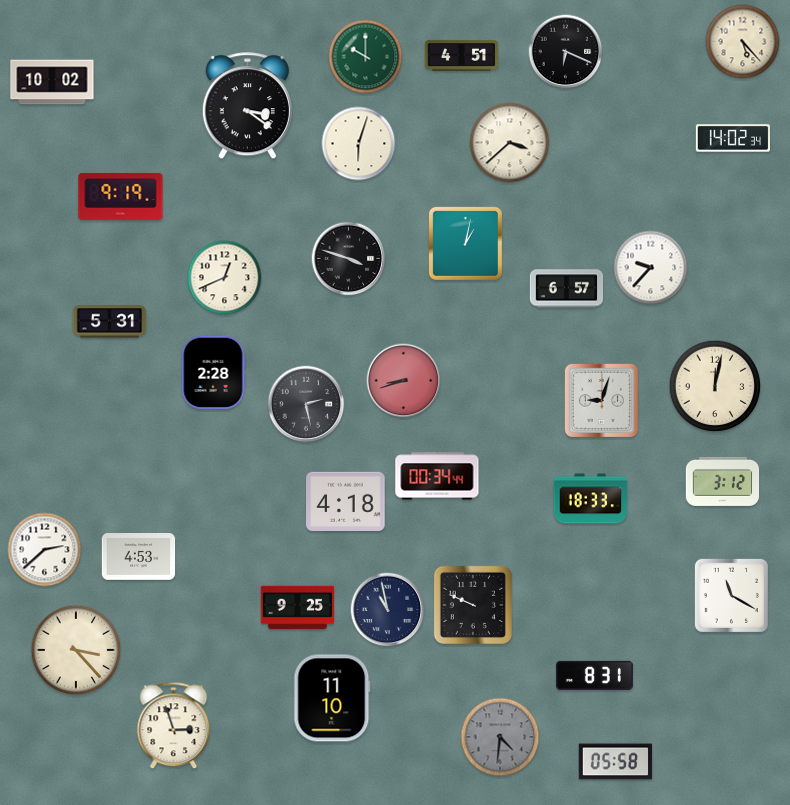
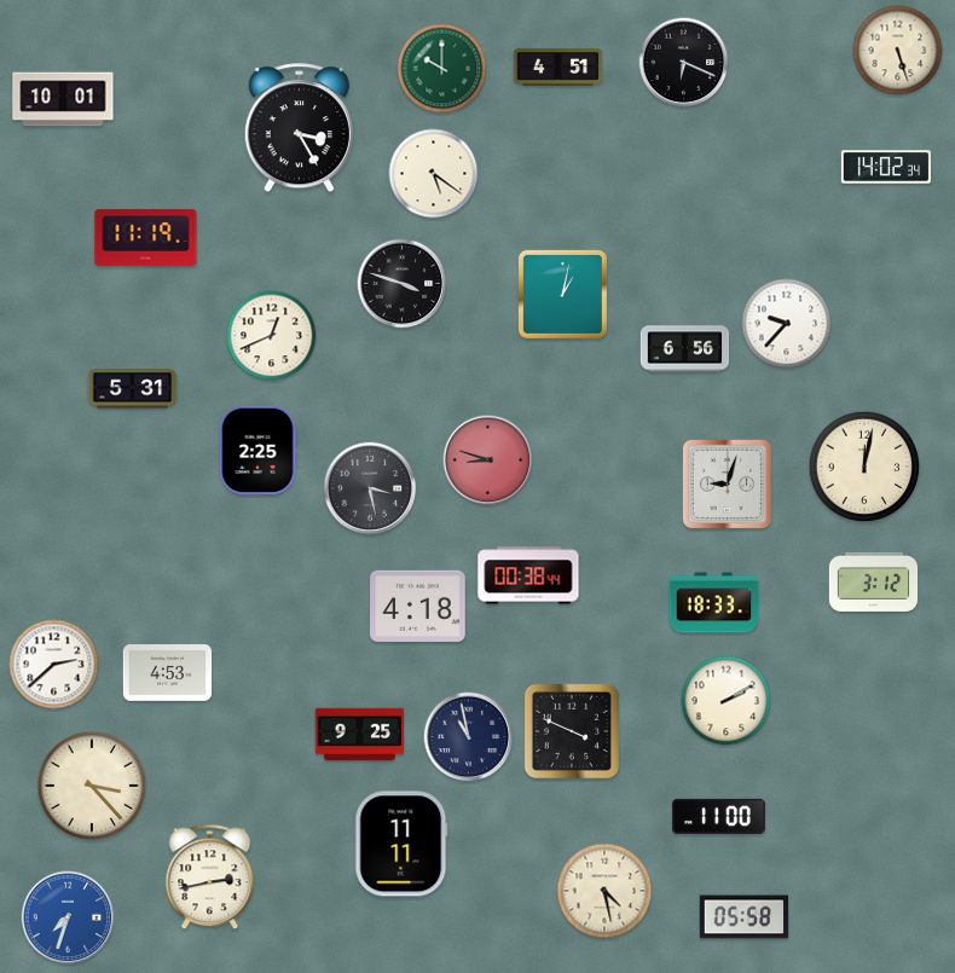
clock at (743, 42): 5:23 -> 5:27
clock at (52, 82): 10:02 -> 10:01
clock at (247, 106): 3:21 -> 3:25
clock at (510, 143): 3:38 -> none
clock at (359, 144): 6:03 -> 5:21
clock at (121, 196): 9:19 -> 11:19
clock at (349, 259) position: (349, 259) -> (403, 284)
clock at (567, 289): 6:57 -> 6:56
clock at (213, 373): 2:28 -> 2:25
clock at (404, 381): 8:42 -> 8:48
clock at (306, 404): 2:28 -> 3:28
clock at (437, 476): 00:34 -> 00:38
clock at (727, 701): none -> 2:10
clock at (731, 595): 11:20 -> none
clock at (473, 605): 9:49 -> 3:49
clock at (594, 675): 8:31 -> 11:00
clock at (332, 698): 11:10 -> 11:11
clock at (174, 726): 2:57 -> 2:43
clock at (500, 737): 4:31 -> 4:28
clock at (500, 737) dial: grey -> cream
clock at (68, 917): none -> 7:33
clock at (616, 762) position: (616, 762) -> (745, 917)
